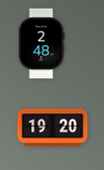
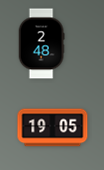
clock at (53, 128): 19:20 -> 19:05
